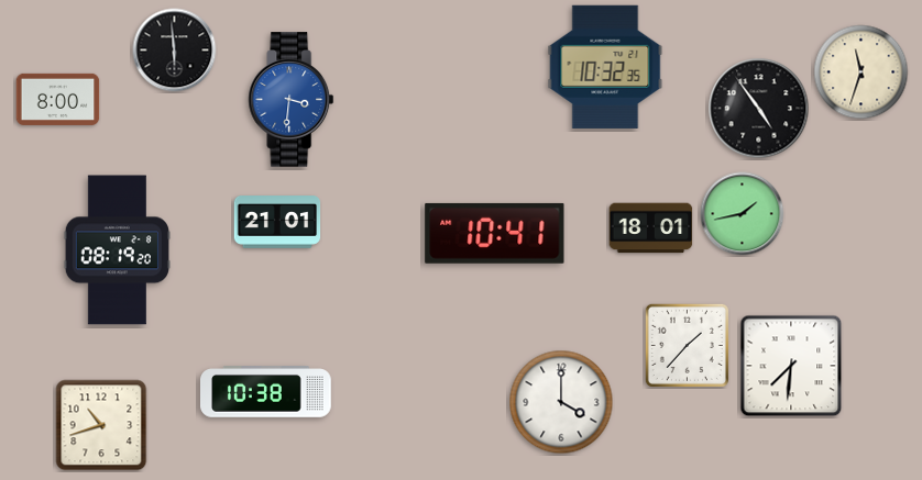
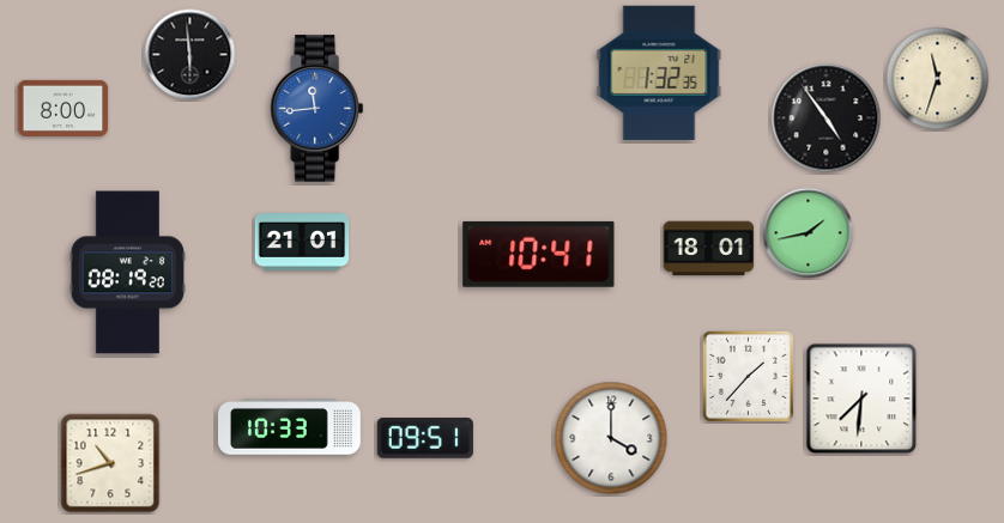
clock at (605, 67): 10:32 -> 1:32
clock at (292, 100): 3:31 -> 11:44
clock at (266, 392): 10:38 -> 10:33
clock at (425, 438): none -> 09:51
